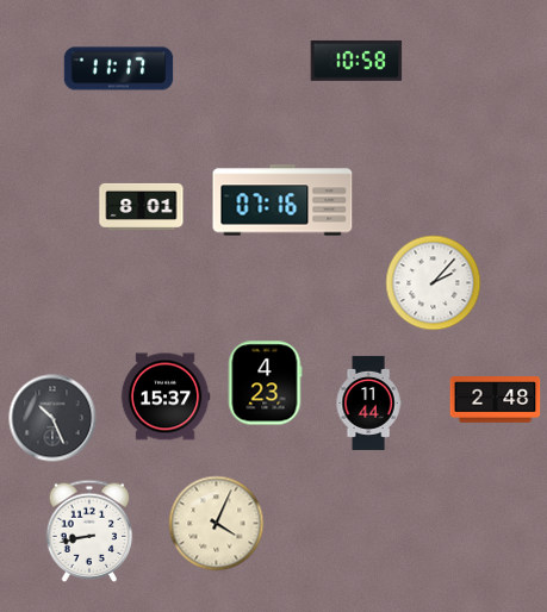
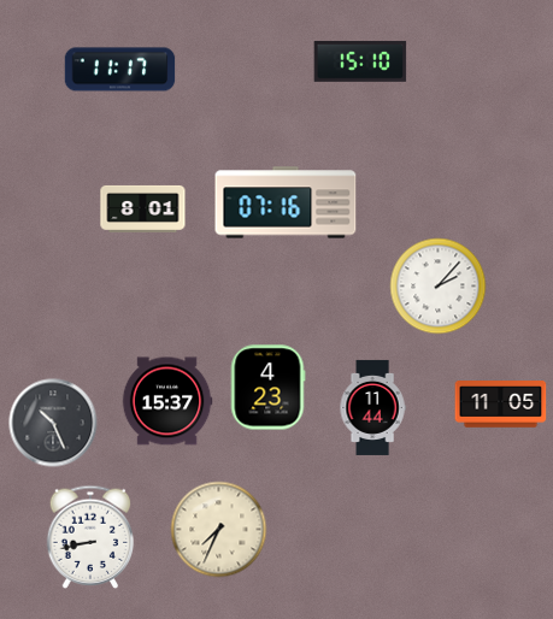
clock at (356, 61): 10:58 -> 15:10
clock at (496, 400): 2:48 -> 11:05
clock at (217, 524): 4:04 -> 7:34
